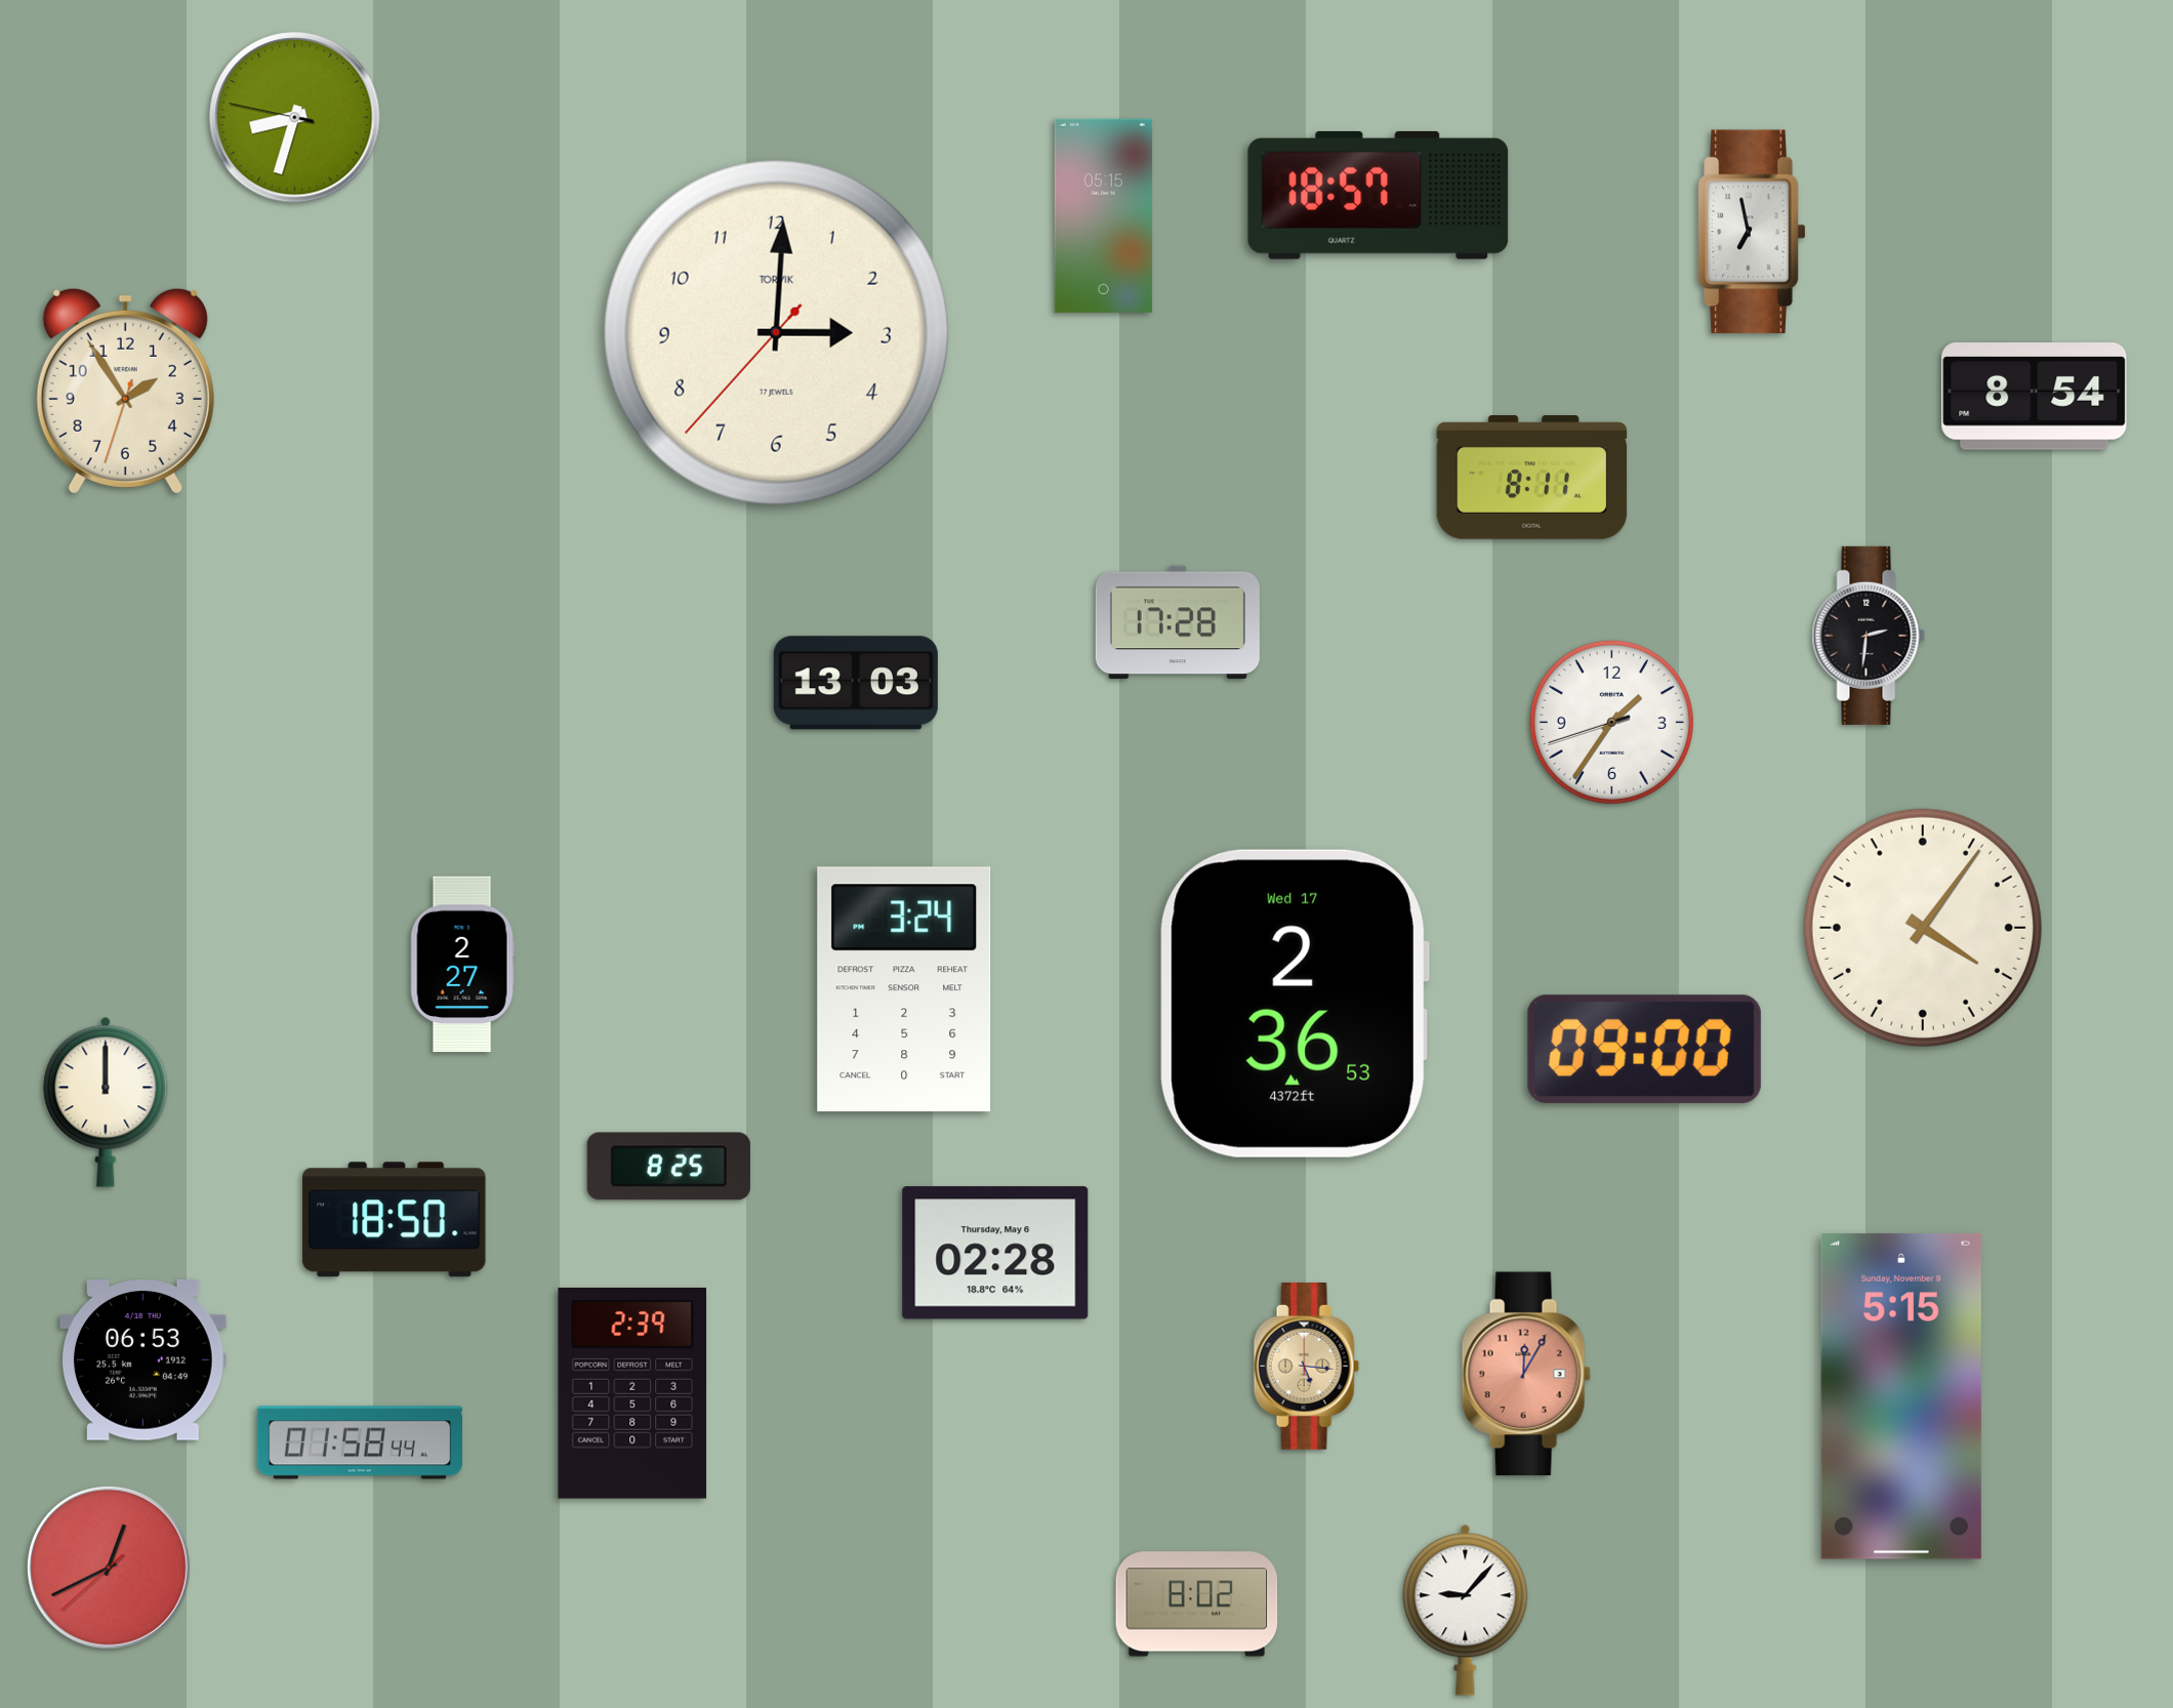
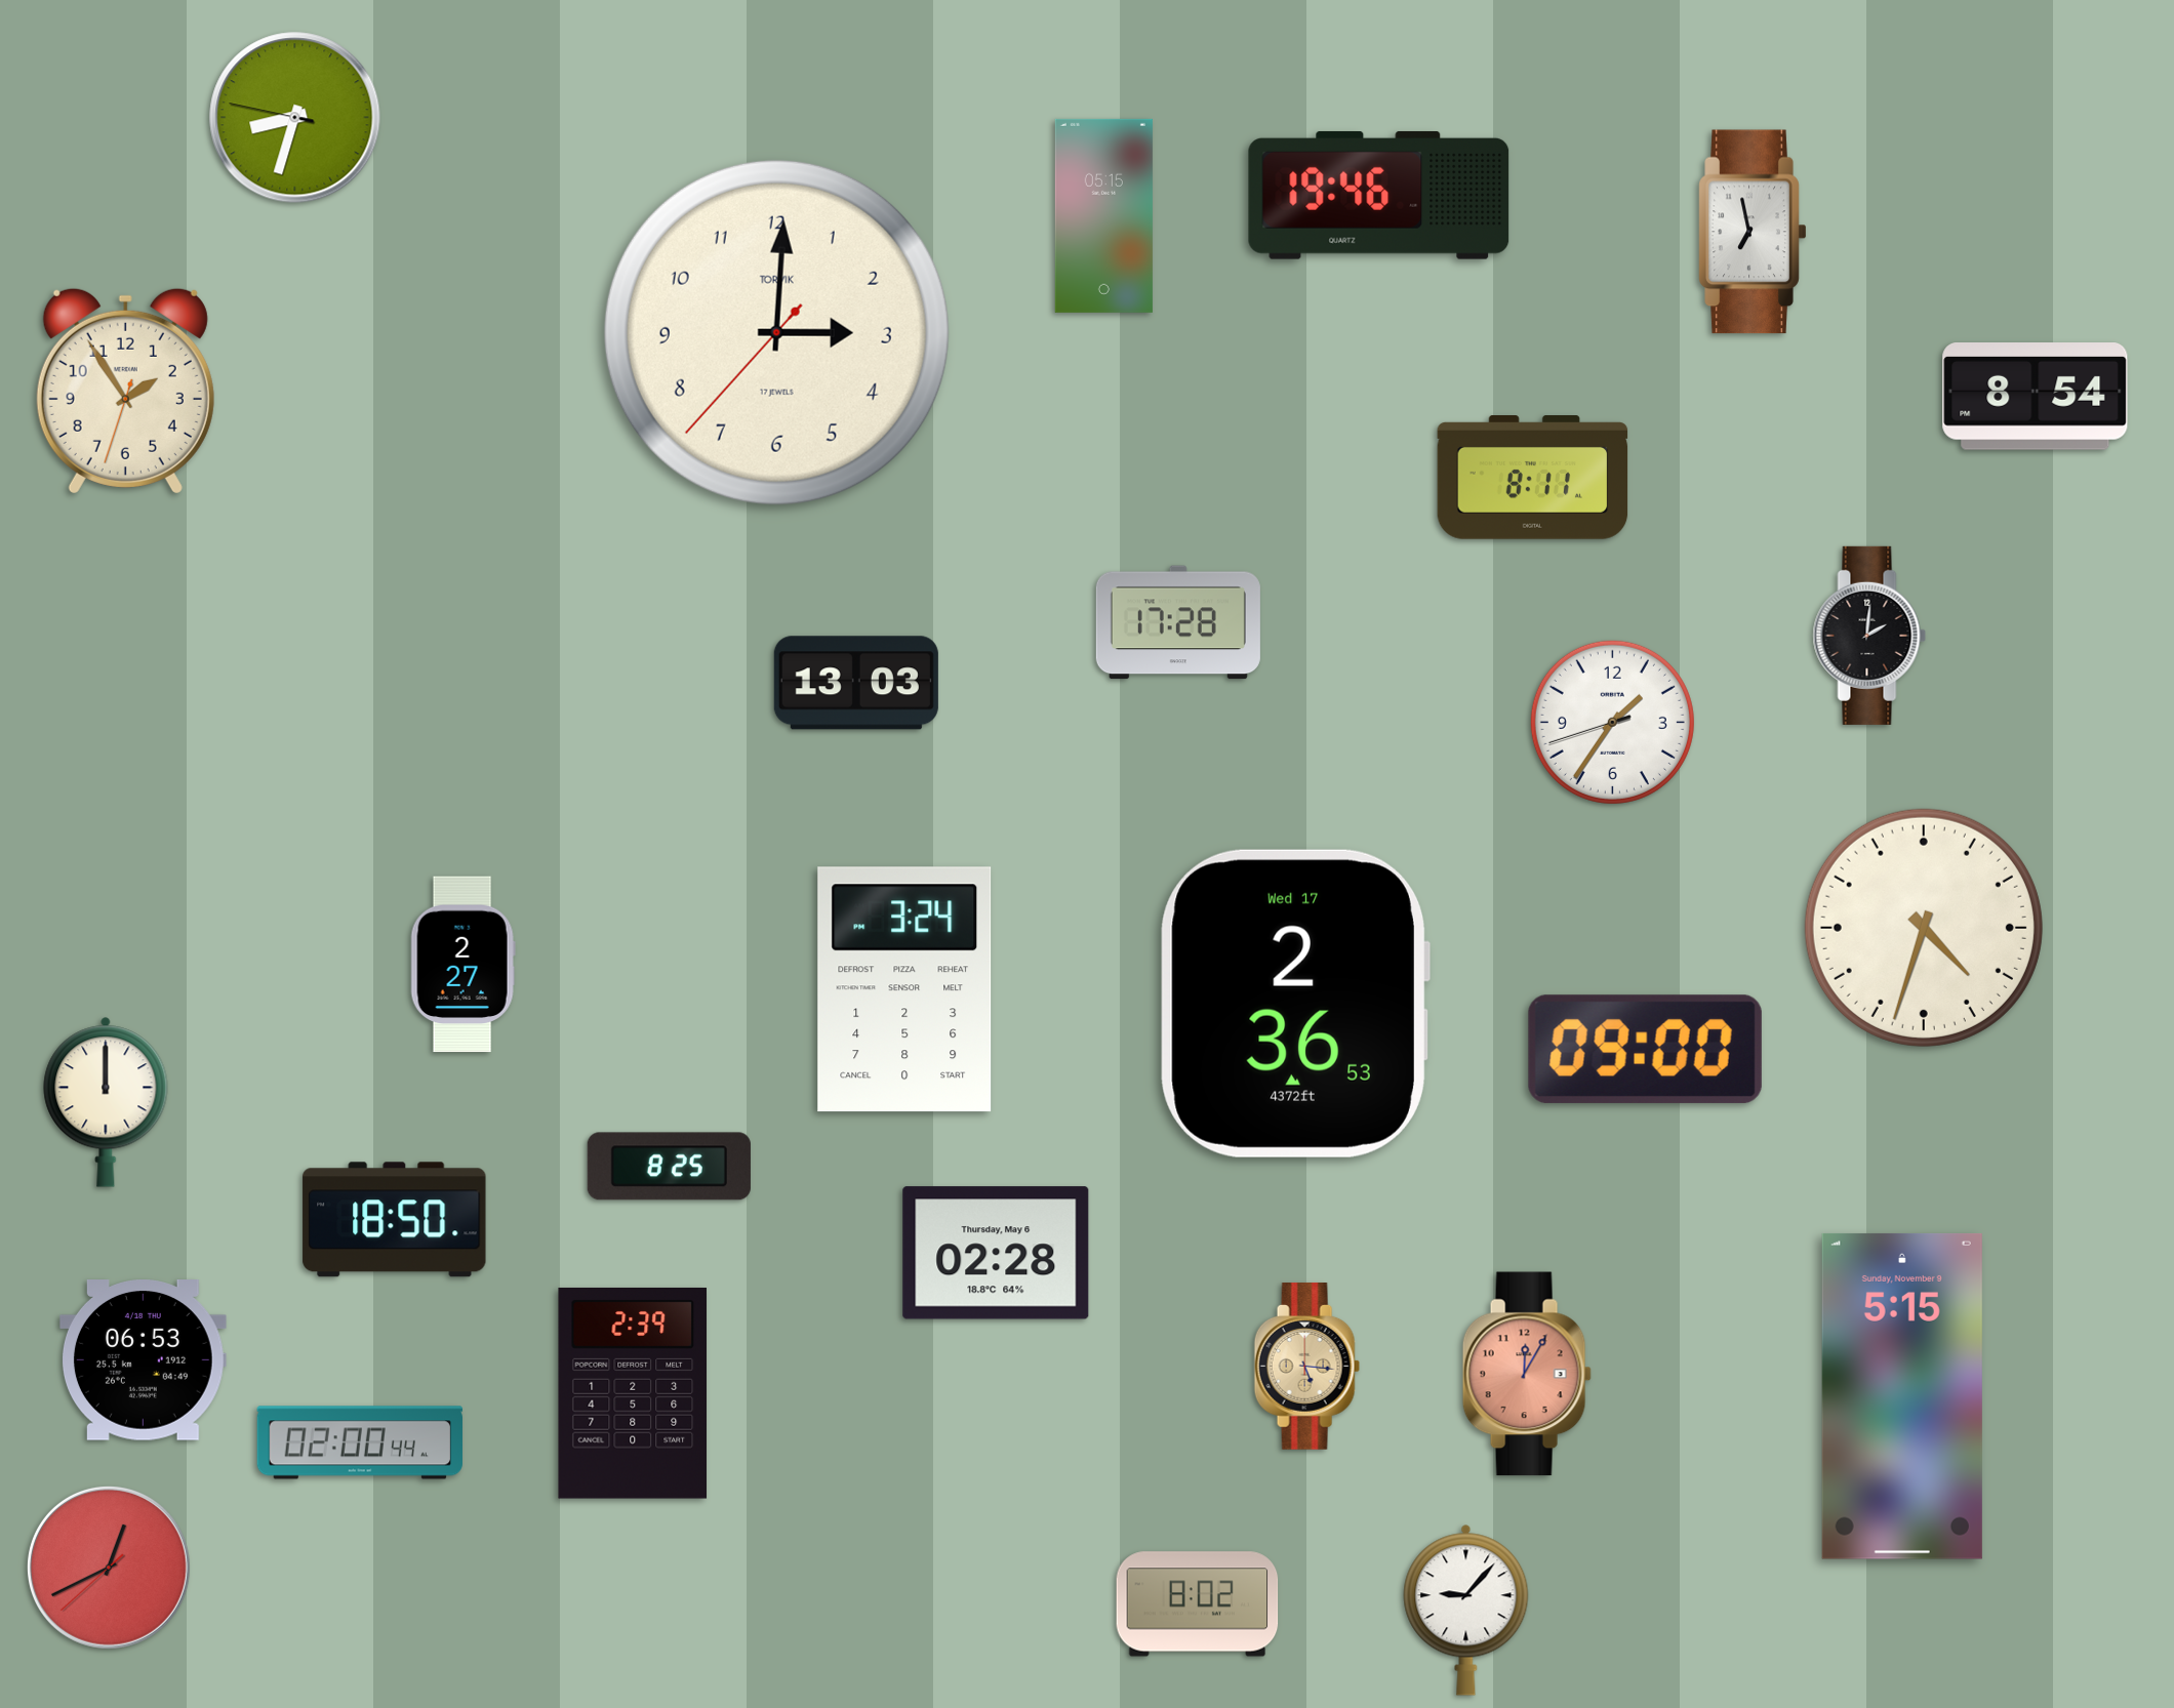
clock at (1379, 195): 18:57 -> 19:46
clock at (1869, 636): 2:31 -> 2:01
clock at (1923, 928): 4:06 -> 4:33
clock at (359, 1442): 01:58 -> 02:00
